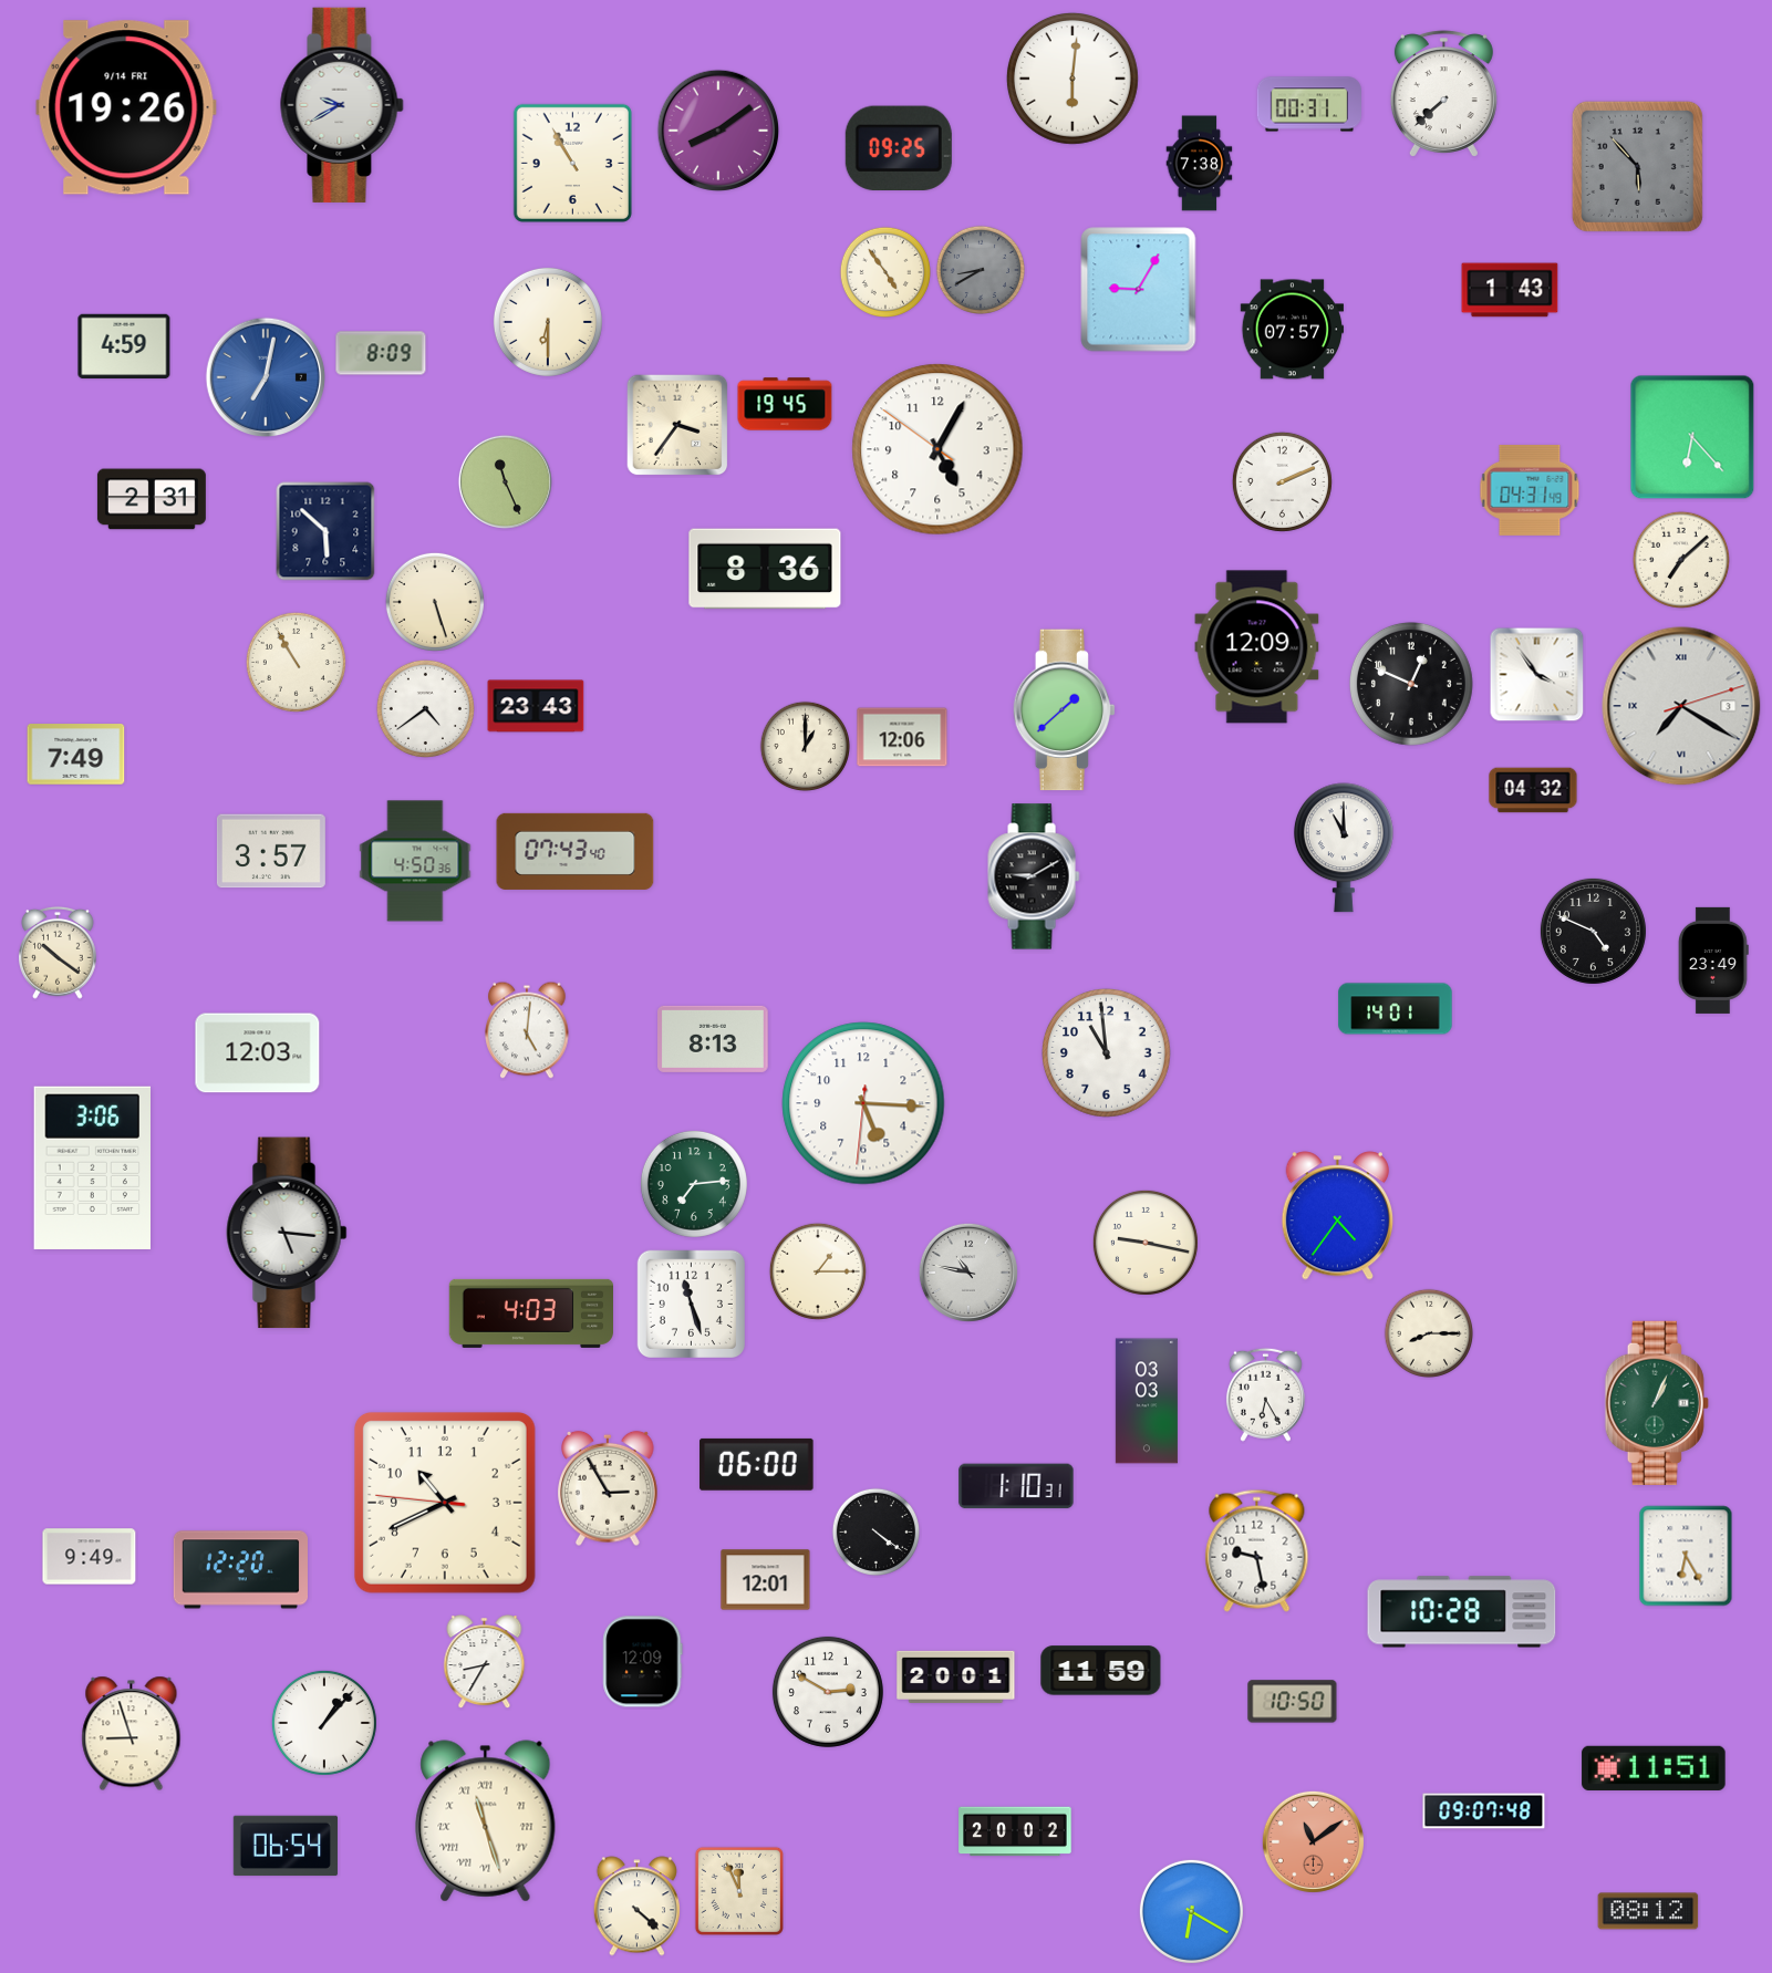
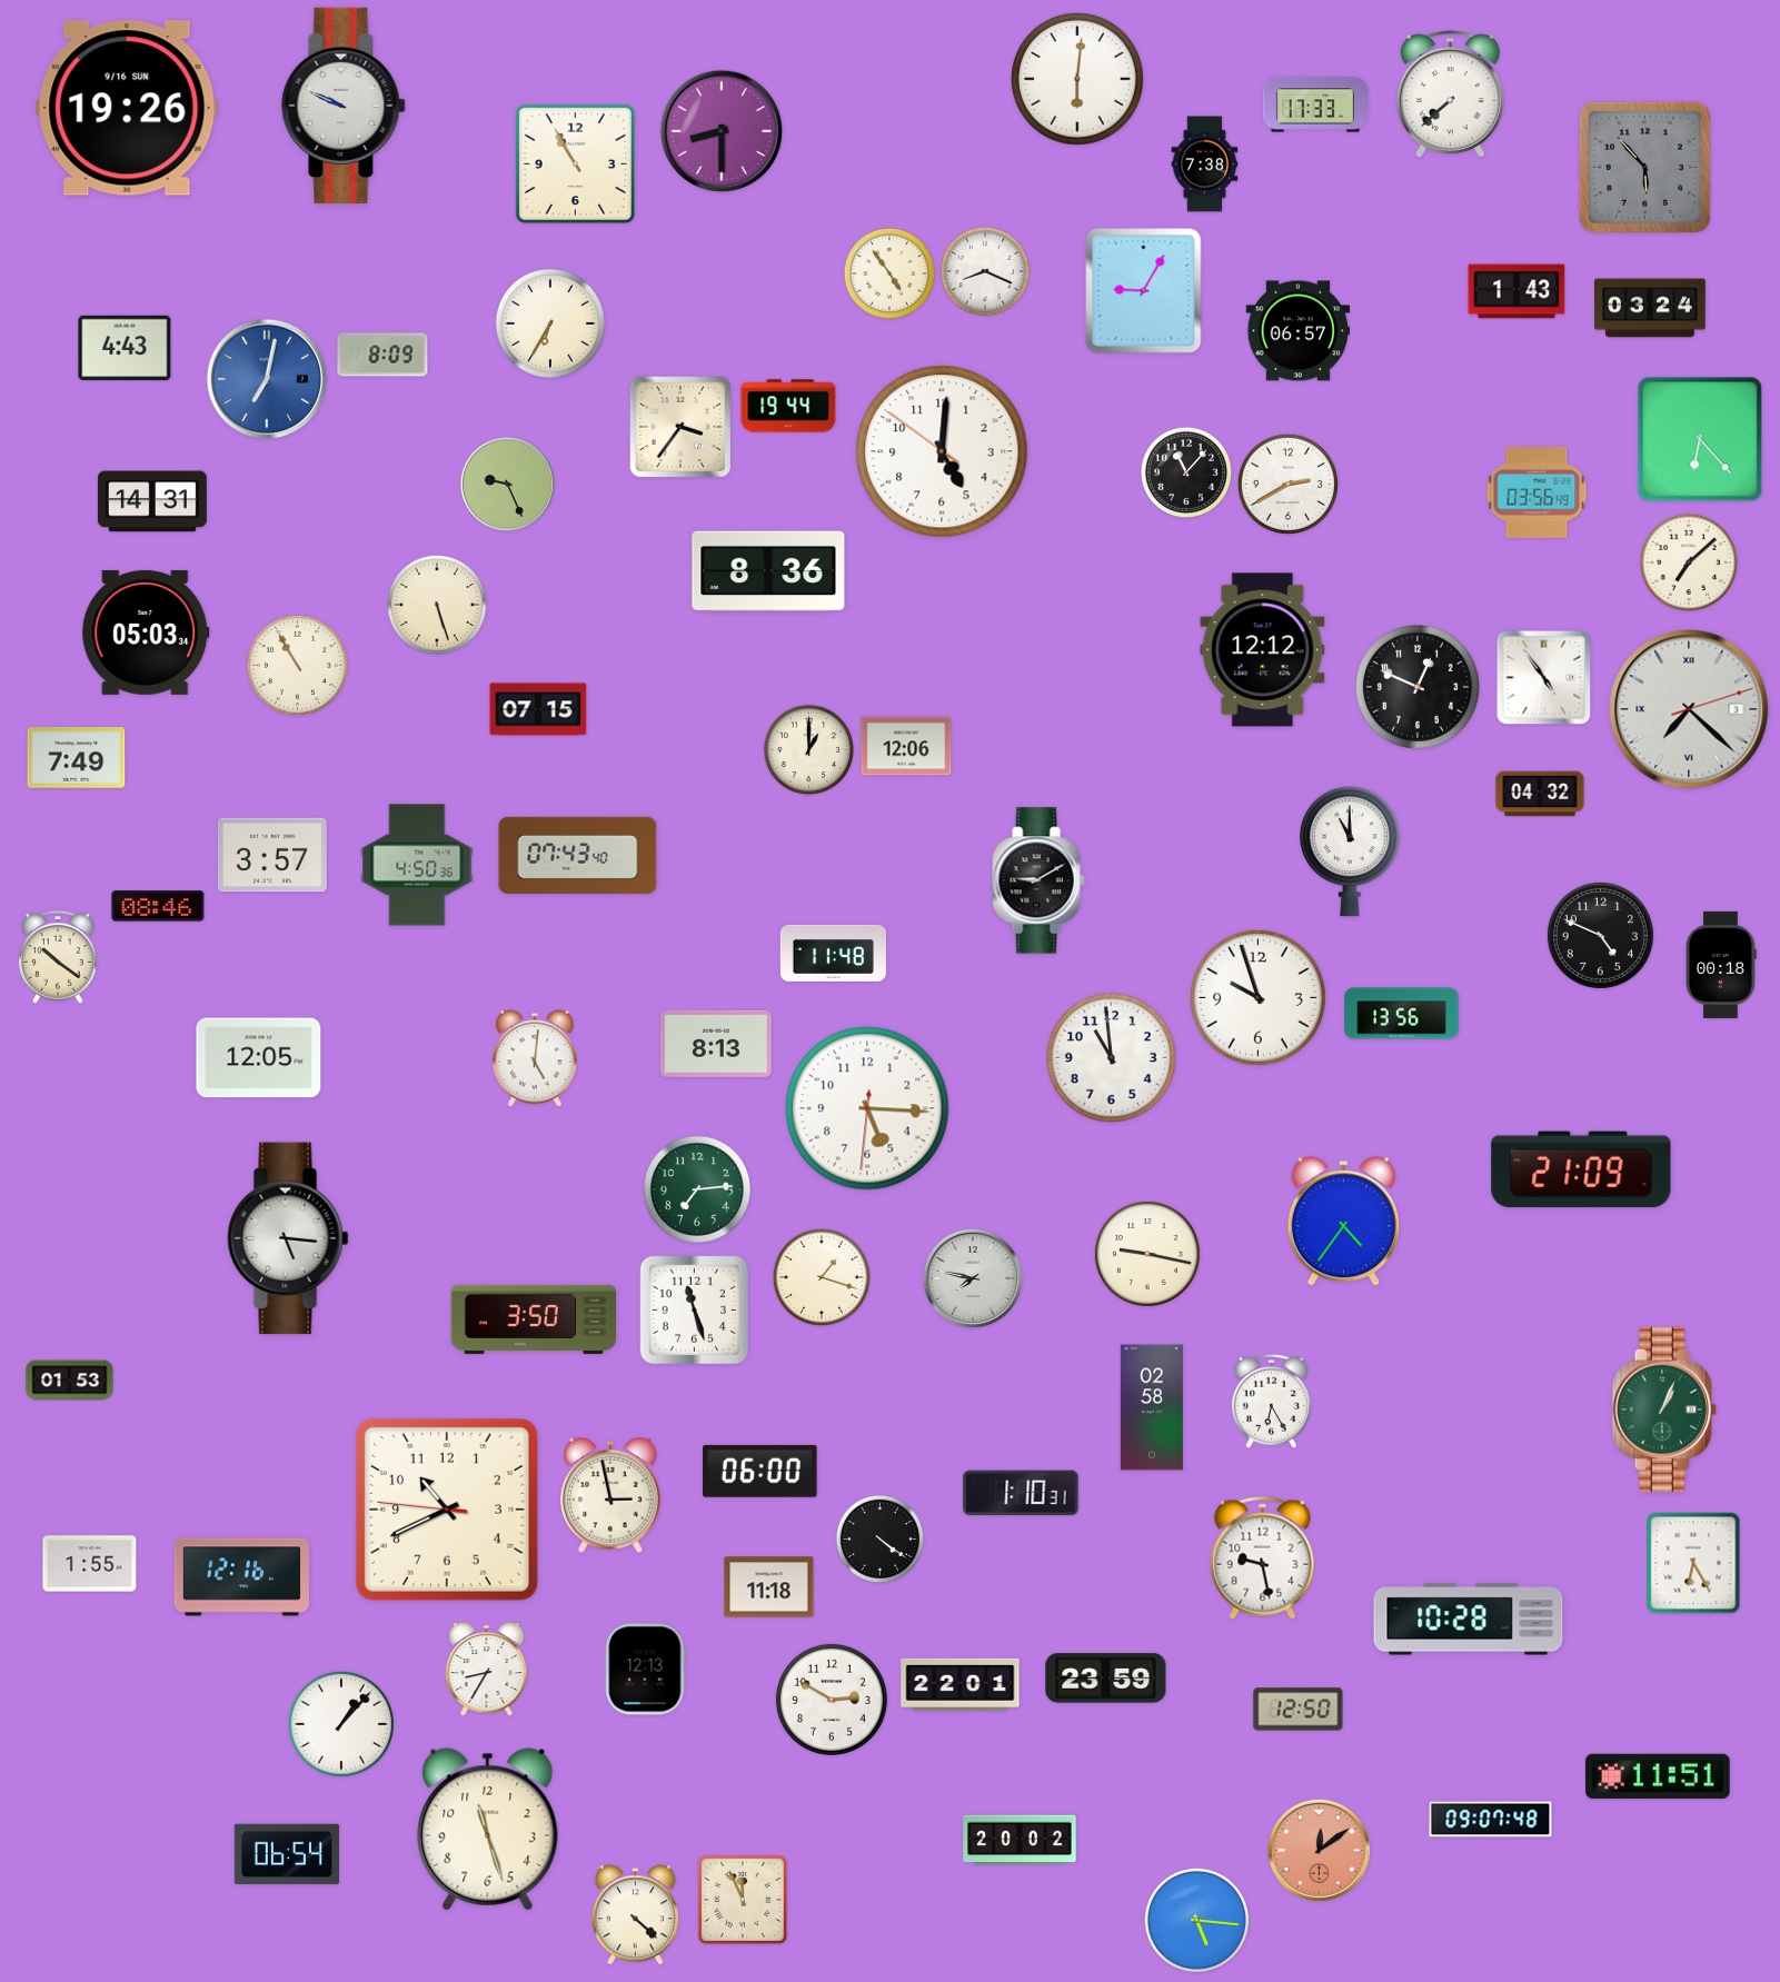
clock at (1308, 104): 00:31 -> 17:33
clock at (342, 105): 9:40 -> 9:49
clock at (126, 107) date: 9/14 FRI -> 9/16 SUN
clock at (718, 131): 8:09 -> 8:30
clock at (899, 147): 09:25 -> none
clock at (980, 269): 8:40 -> 8:19
clock at (980, 269) dial: grey -> white
clock at (1650, 308): none -> 03:24
clock at (548, 322): 6:30 -> 6:35
clock at (1292, 330): 07:57 -> 06:57
clock at (124, 346): 4:59 -> 4:43
clock at (785, 404): 19:45 -> 19:44
clock at (937, 449): 5:04 -> 5:00
clock at (1185, 471): none -> 11:07
clock at (505, 481): 11:26 -> 9:26
clock at (1282, 481): 2:11 -> 2:40
clock at (1530, 490): 04:31 -> 03:56
clock at (152, 499): 2:31 -> 14:31
clock at (325, 531): 5:52 -> none
clock at (146, 633): none -> 05:03
clock at (1257, 647): 12:09 -> 12:12
clock at (1537, 675): 3:54 -> 4:54
clock at (536, 706): 23:43 -> 07:15
clock at (1681, 706): 7:20 -> 7:22
clock at (425, 708): 4:39 -> none
clock at (1065, 710): 1:38 -> none
clock at (902, 737) position: (902, 737) -> (906, 746)
clock at (158, 906): none -> 08:46
clock at (833, 953): none -> 11:48
clock at (1713, 960): 23:49 -> 00:18
clock at (1259, 998): none -> 9:57
clock at (1396, 1009): 14:01 -> 13:56
clock at (527, 1030) position: (527, 1030) -> (535, 1058)
clock at (258, 1053): 12:03 -> 12:05
clock at (1581, 1169): none -> 21:09
clock at (93, 1167): 3:06 -> none
clock at (1146, 1243) position: (1146, 1243) -> (1147, 1254)
clock at (818, 1271): 1:15 -> 1:18
clock at (968, 1273): 10:47 -> 7:47
clock at (530, 1313): 4:03 -> 3:50
clock at (1428, 1332): 8:15 -> none
clock at (70, 1381): none -> 01:53
clock at (1147, 1401): 03:03 -> 02:58
clock at (608, 1488): 2:55 -> 2:58
clock at (90, 1557): 9:49 -> 1:55
clock at (240, 1570): 12:20 -> 12:16
clock at (766, 1580): 12:01 -> 11:18
clock at (643, 1662): 12:09 -> 12:13
clock at (1101, 1671): 11:59 -> 23:59
clock at (956, 1676): 20:01 -> 22:01
clock at (1293, 1702): 10:50 -> 12:50
clock at (324, 1723) position: (324, 1723) -> (341, 1724)
clock at (132, 1734): 8:57 -> none
clock at (1654, 1768) position: (1654, 1768) -> (1658, 1776)
clock at (486, 1821) numerals: Roman -> Arabic
clock at (1313, 1841): 11:09 -> 12:09
clock at (636, 1907) position: (636, 1907) -> (635, 1915)
clock at (1191, 1911): 6:20 -> 5:16
clock at (1648, 1911): 08:12 -> none
